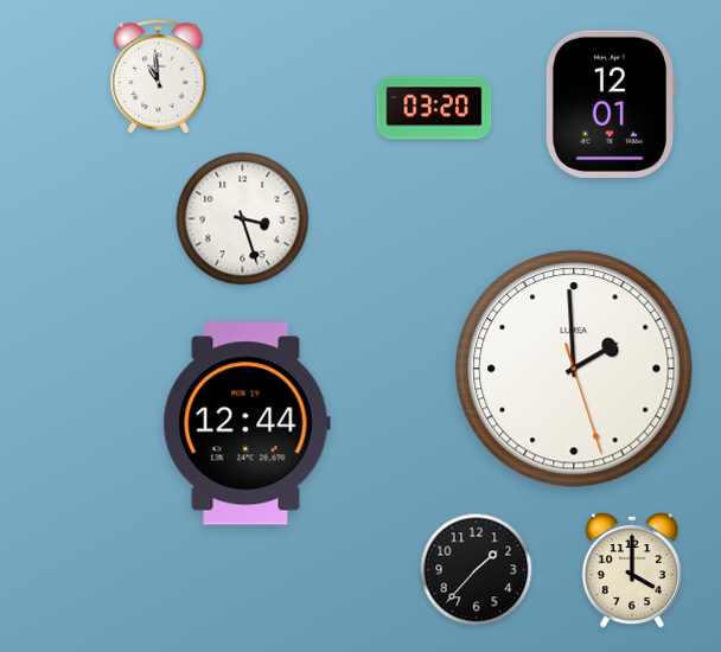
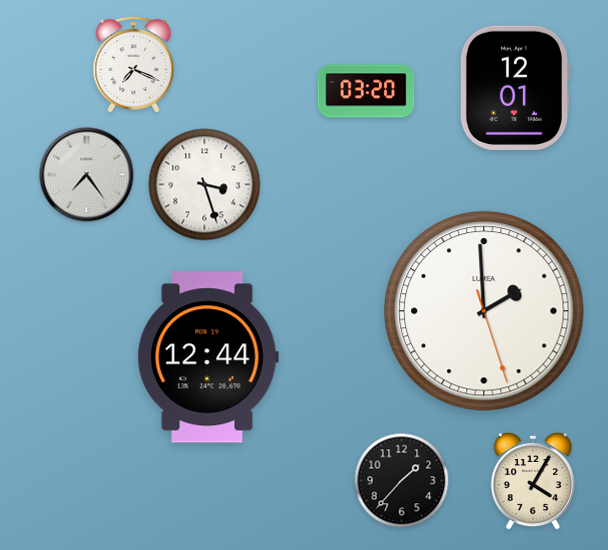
clock at (159, 77): 10:59 -> 7:19
clock at (87, 175): none -> 7:24
clock at (631, 570): 4:00 -> 4:05
